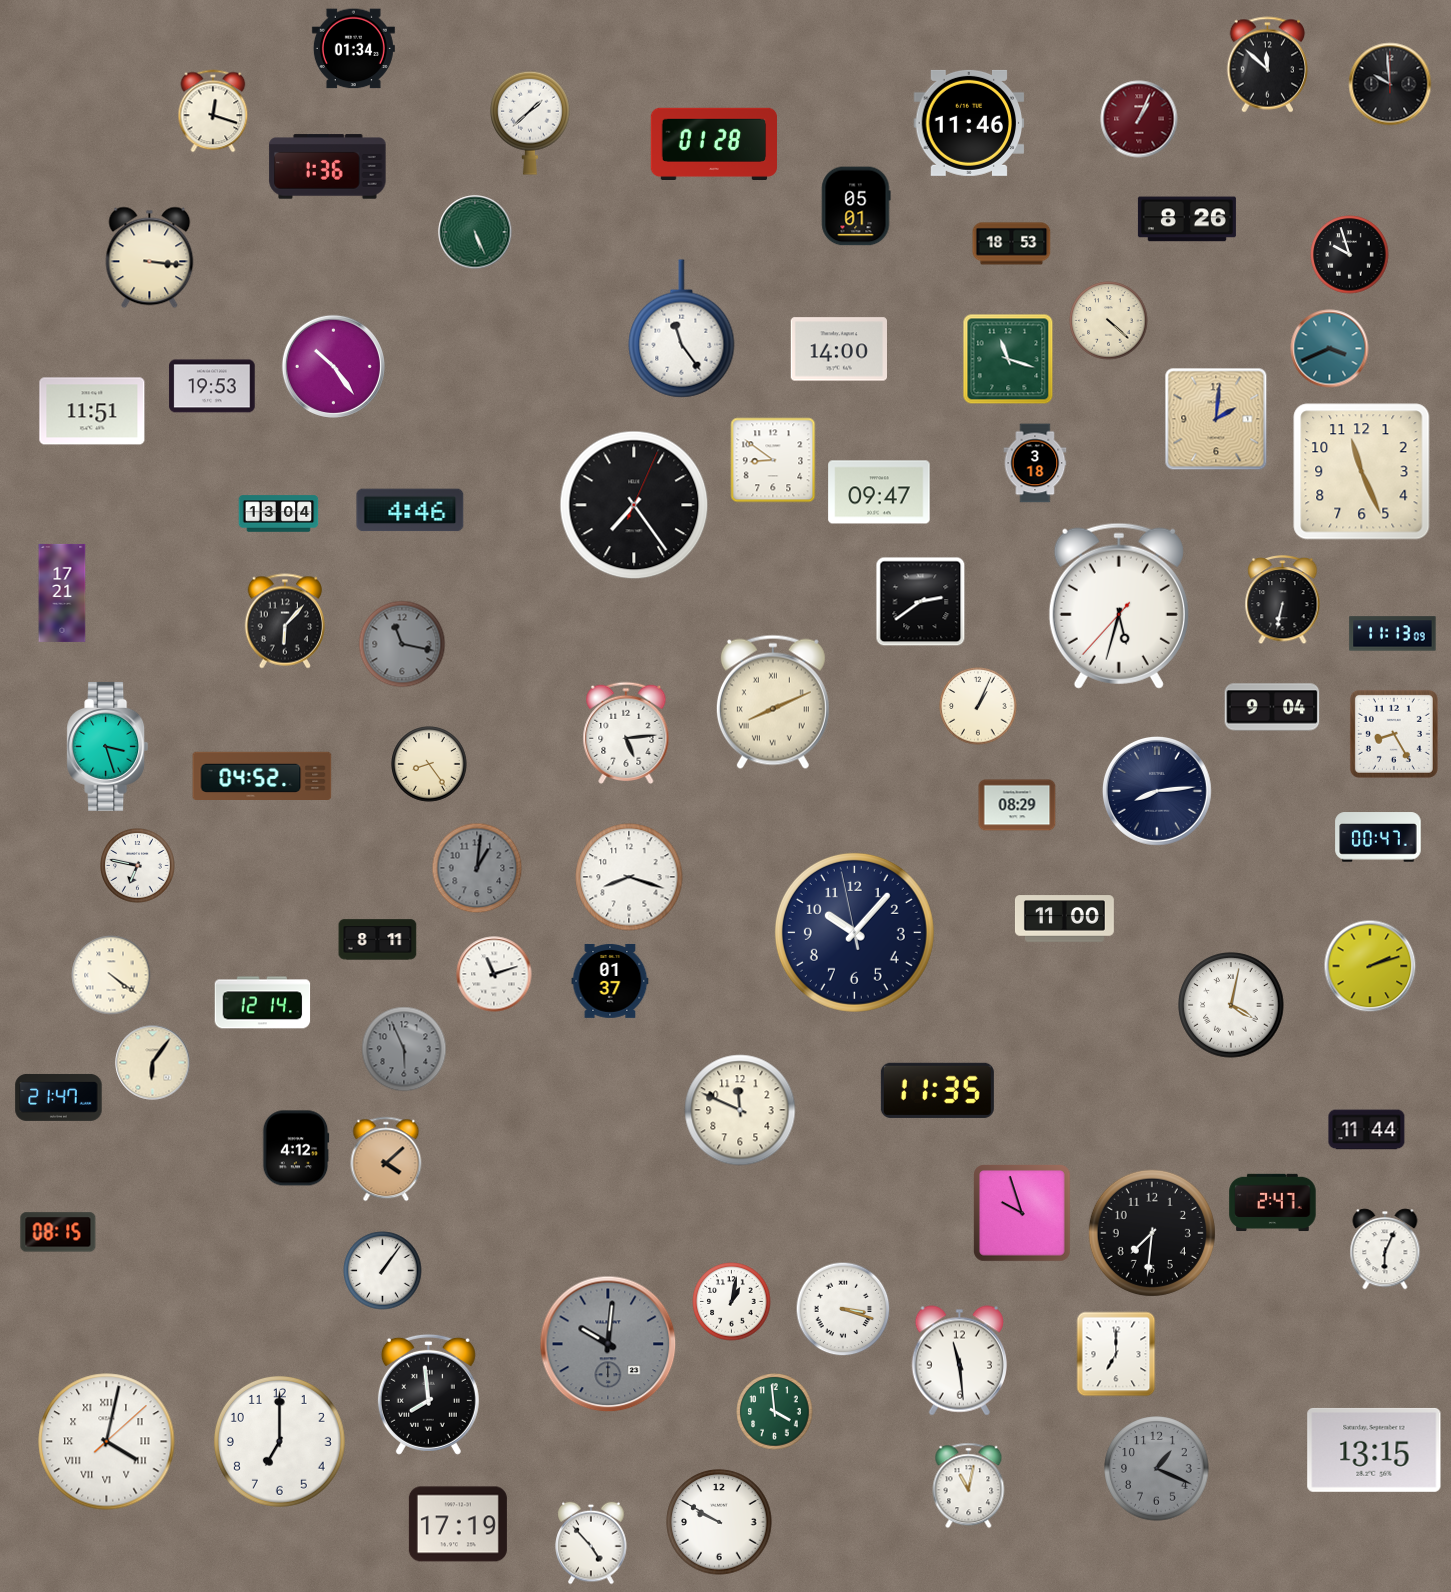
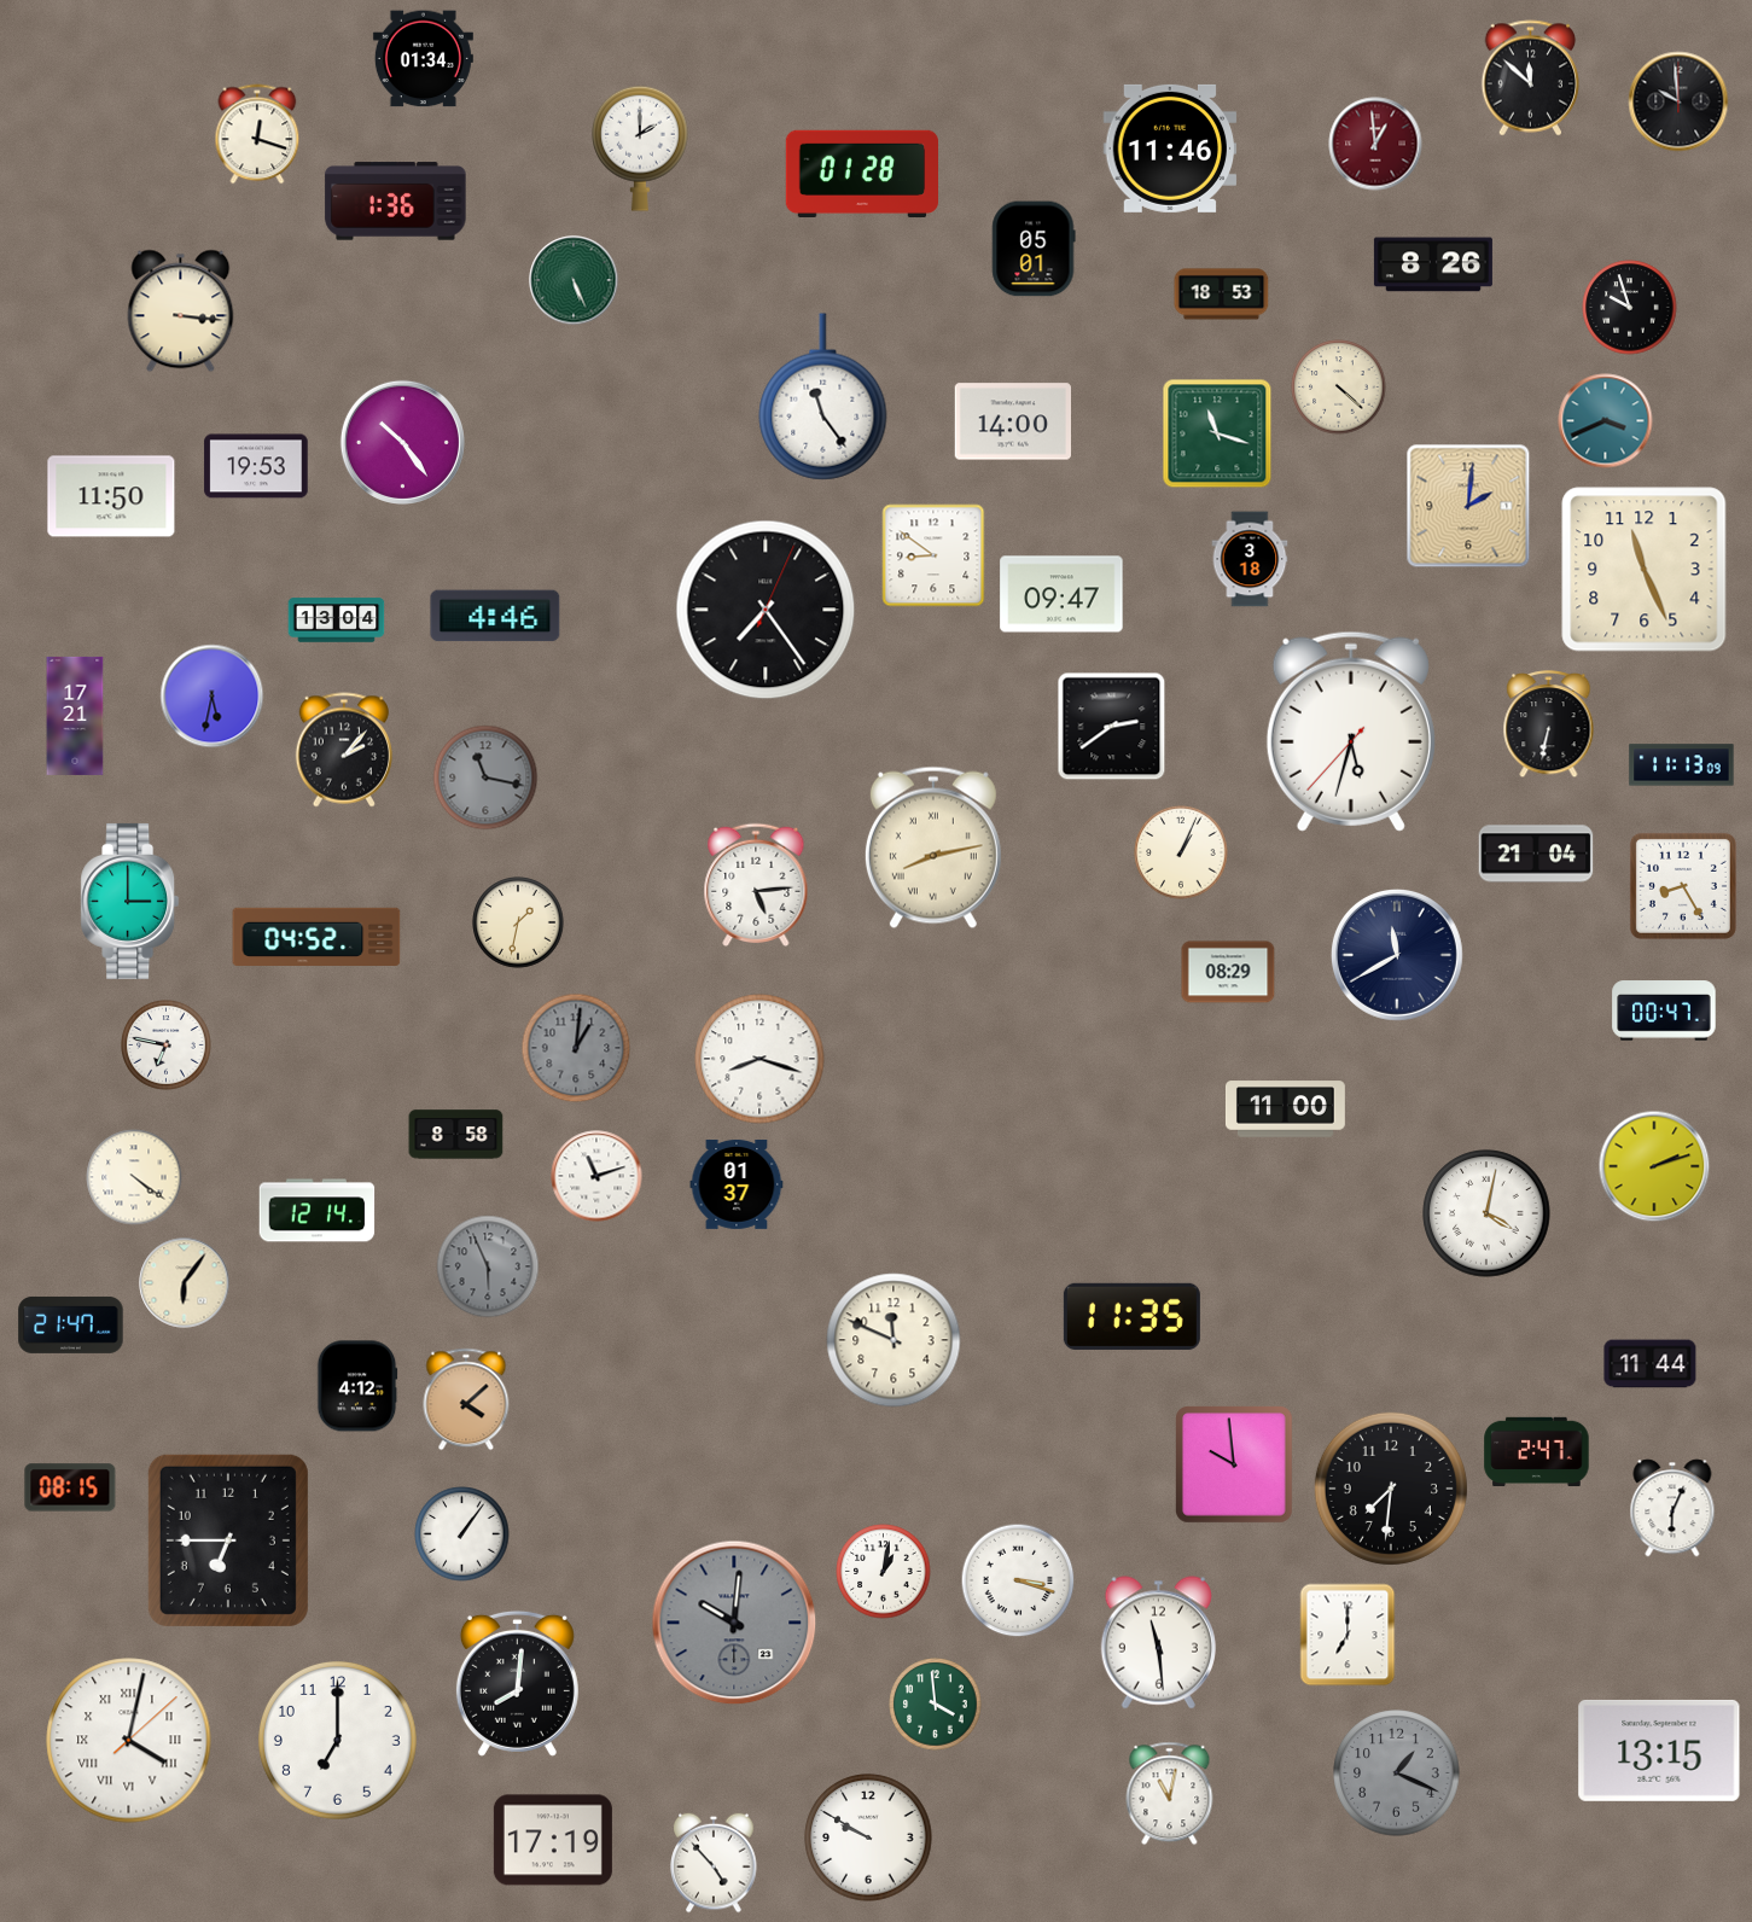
clock at (353, 49) position: (353, 49) -> (423, 59)
clock at (1139, 119): 1:04 -> 12:59
clock at (531, 123): 1:38 -> 2:00
clock at (92, 411): 11:51 -> 11:50
clock at (213, 697): none -> 5:32
clock at (284, 621): 6:07 -> 2:07
clock at (773, 702): 8:11 -> 8:13
clock at (1272, 707): 9:04 -> 21:04
clock at (108, 746): 3:27 -> 3:00
clock at (429, 764): 8:24 -> 1:32
clock at (1157, 791): 8:14 -> 11:40
clock at (854, 932): 10:06 -> none
clock at (378, 940): 8:11 -> 8:58
clock at (1023, 1214): 9:57 -> 9:59
clock at (228, 1540): none -> 6:45
clock at (428, 1394): 7:59 -> 8:01
